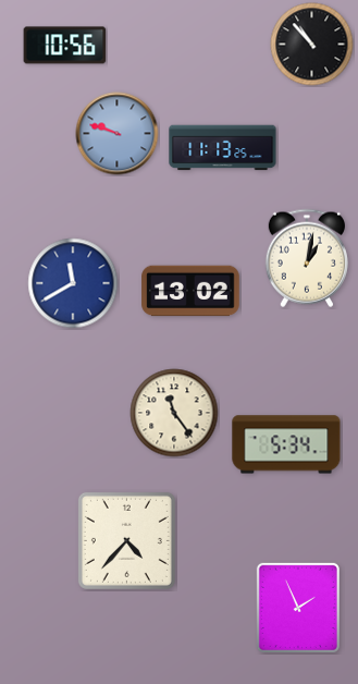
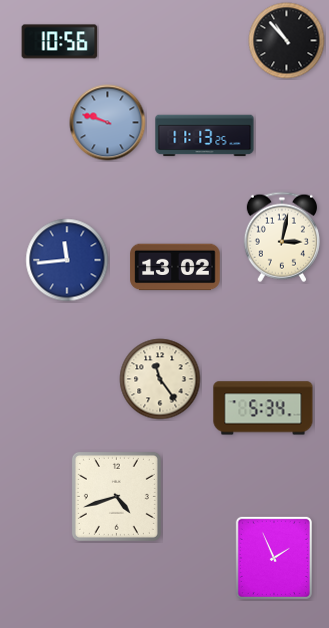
clock at (307, 258): 1:02 -> 3:02
clock at (73, 283): 11:40 -> 11:44
clock at (126, 540): 4:37 -> 4:42
